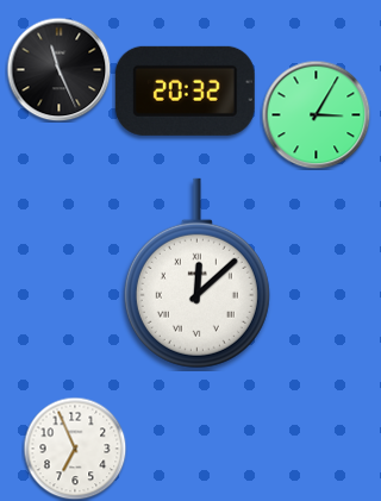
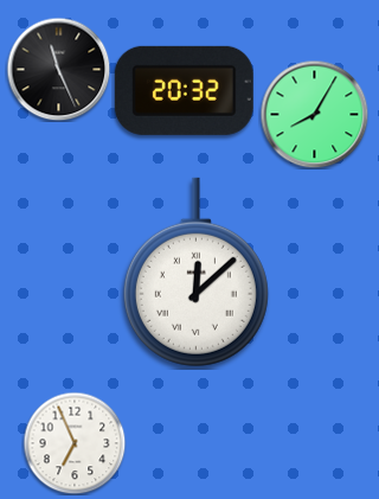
clock at (316, 114): 3:05 -> 8:05
clock at (75, 449) position: (75, 449) -> (75, 443)
